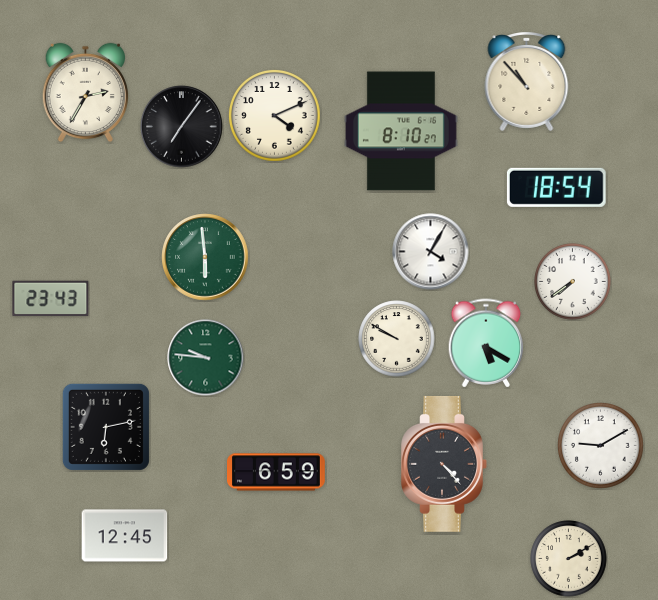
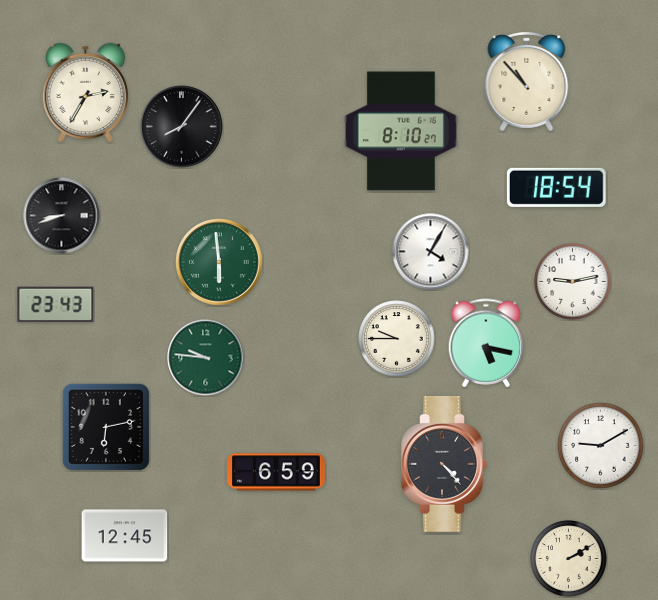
clock at (274, 115): 4:11 -> none
clock at (182, 127): 7:06 -> 8:06
clock at (62, 216): none -> 8:42
clock at (205, 257) position: (205, 257) -> (219, 262)
clock at (573, 282): 7:39 -> 9:13
clock at (51, 299) position: (51, 299) -> (56, 305)
clock at (397, 339): 9:50 -> 9:45
clock at (486, 343): 5:20 -> 5:17
